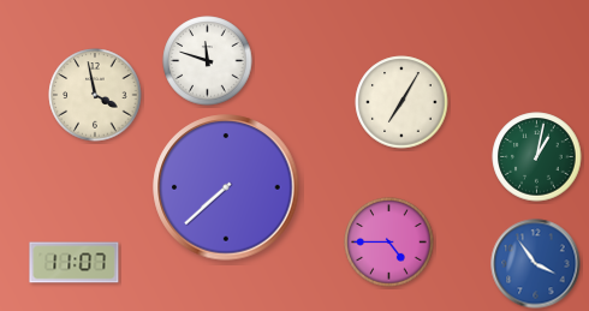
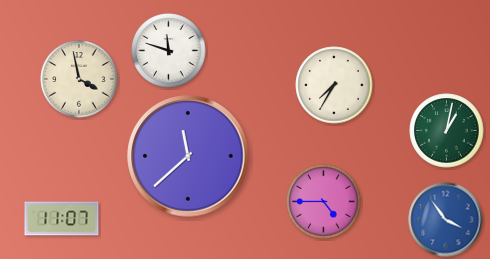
clock at (208, 61) position: (208, 61) -> (169, 51)
clock at (401, 102): 7:05 -> 7:35
clock at (226, 187): 7:38 -> 11:38
